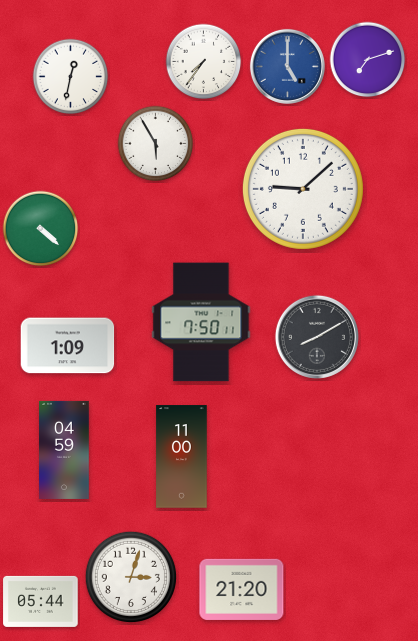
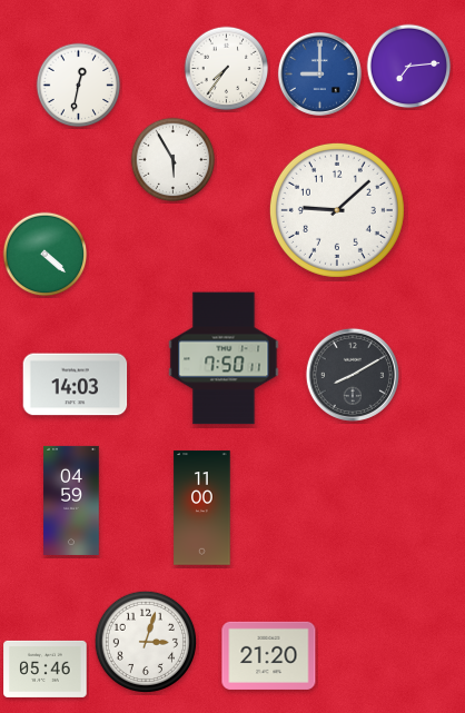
clock at (368, 60): 7:12 -> 7:14
clock at (287, 66): 5:00 -> 9:00
clock at (68, 346): 1:09 -> 14:03
clock at (41, 601): 05:44 -> 05:46
